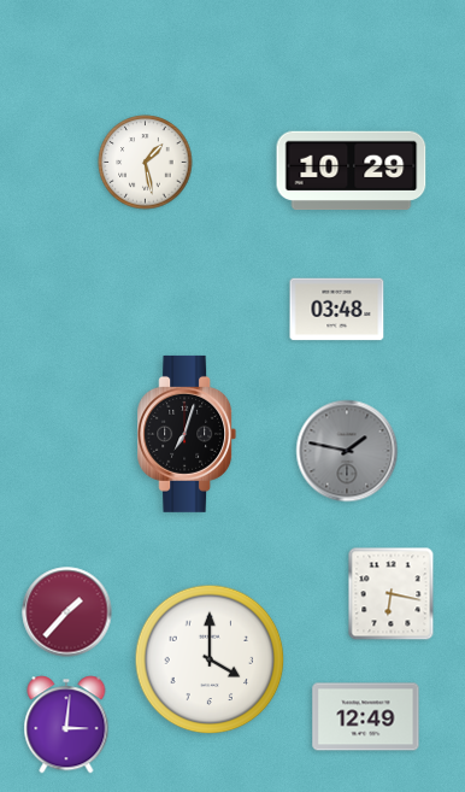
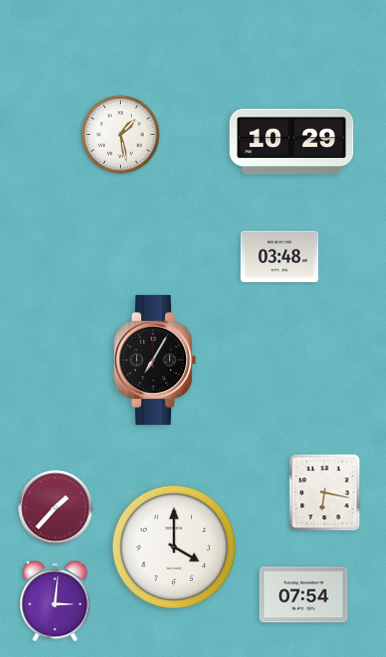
clock at (187, 434): 7:03 -> 7:05
clock at (347, 451): 1:47 -> none
clock at (366, 717): 12:49 -> 07:54
